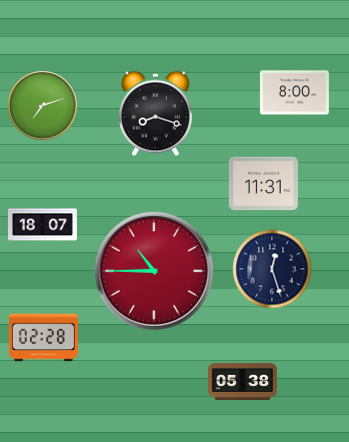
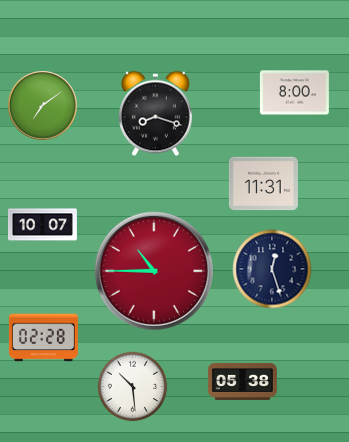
clock at (43, 106): 7:12 -> 7:09
clock at (42, 225): 18:07 -> 10:07
clock at (133, 387): none -> 10:29
